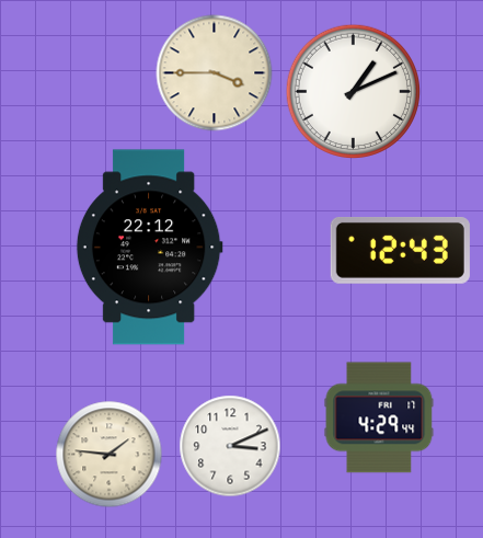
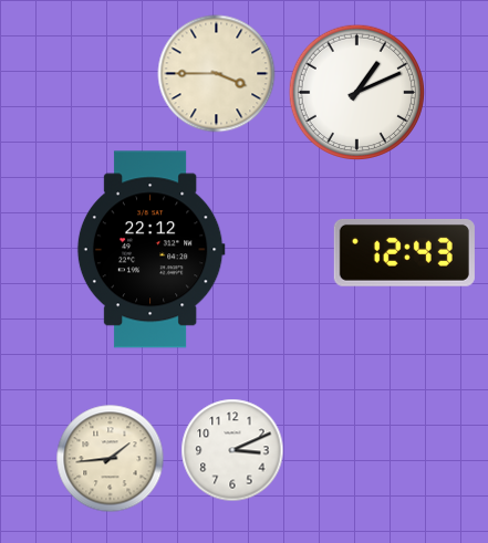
clock at (379, 417): 4:29 -> none
clock at (110, 455): 1:46 -> 1:44
